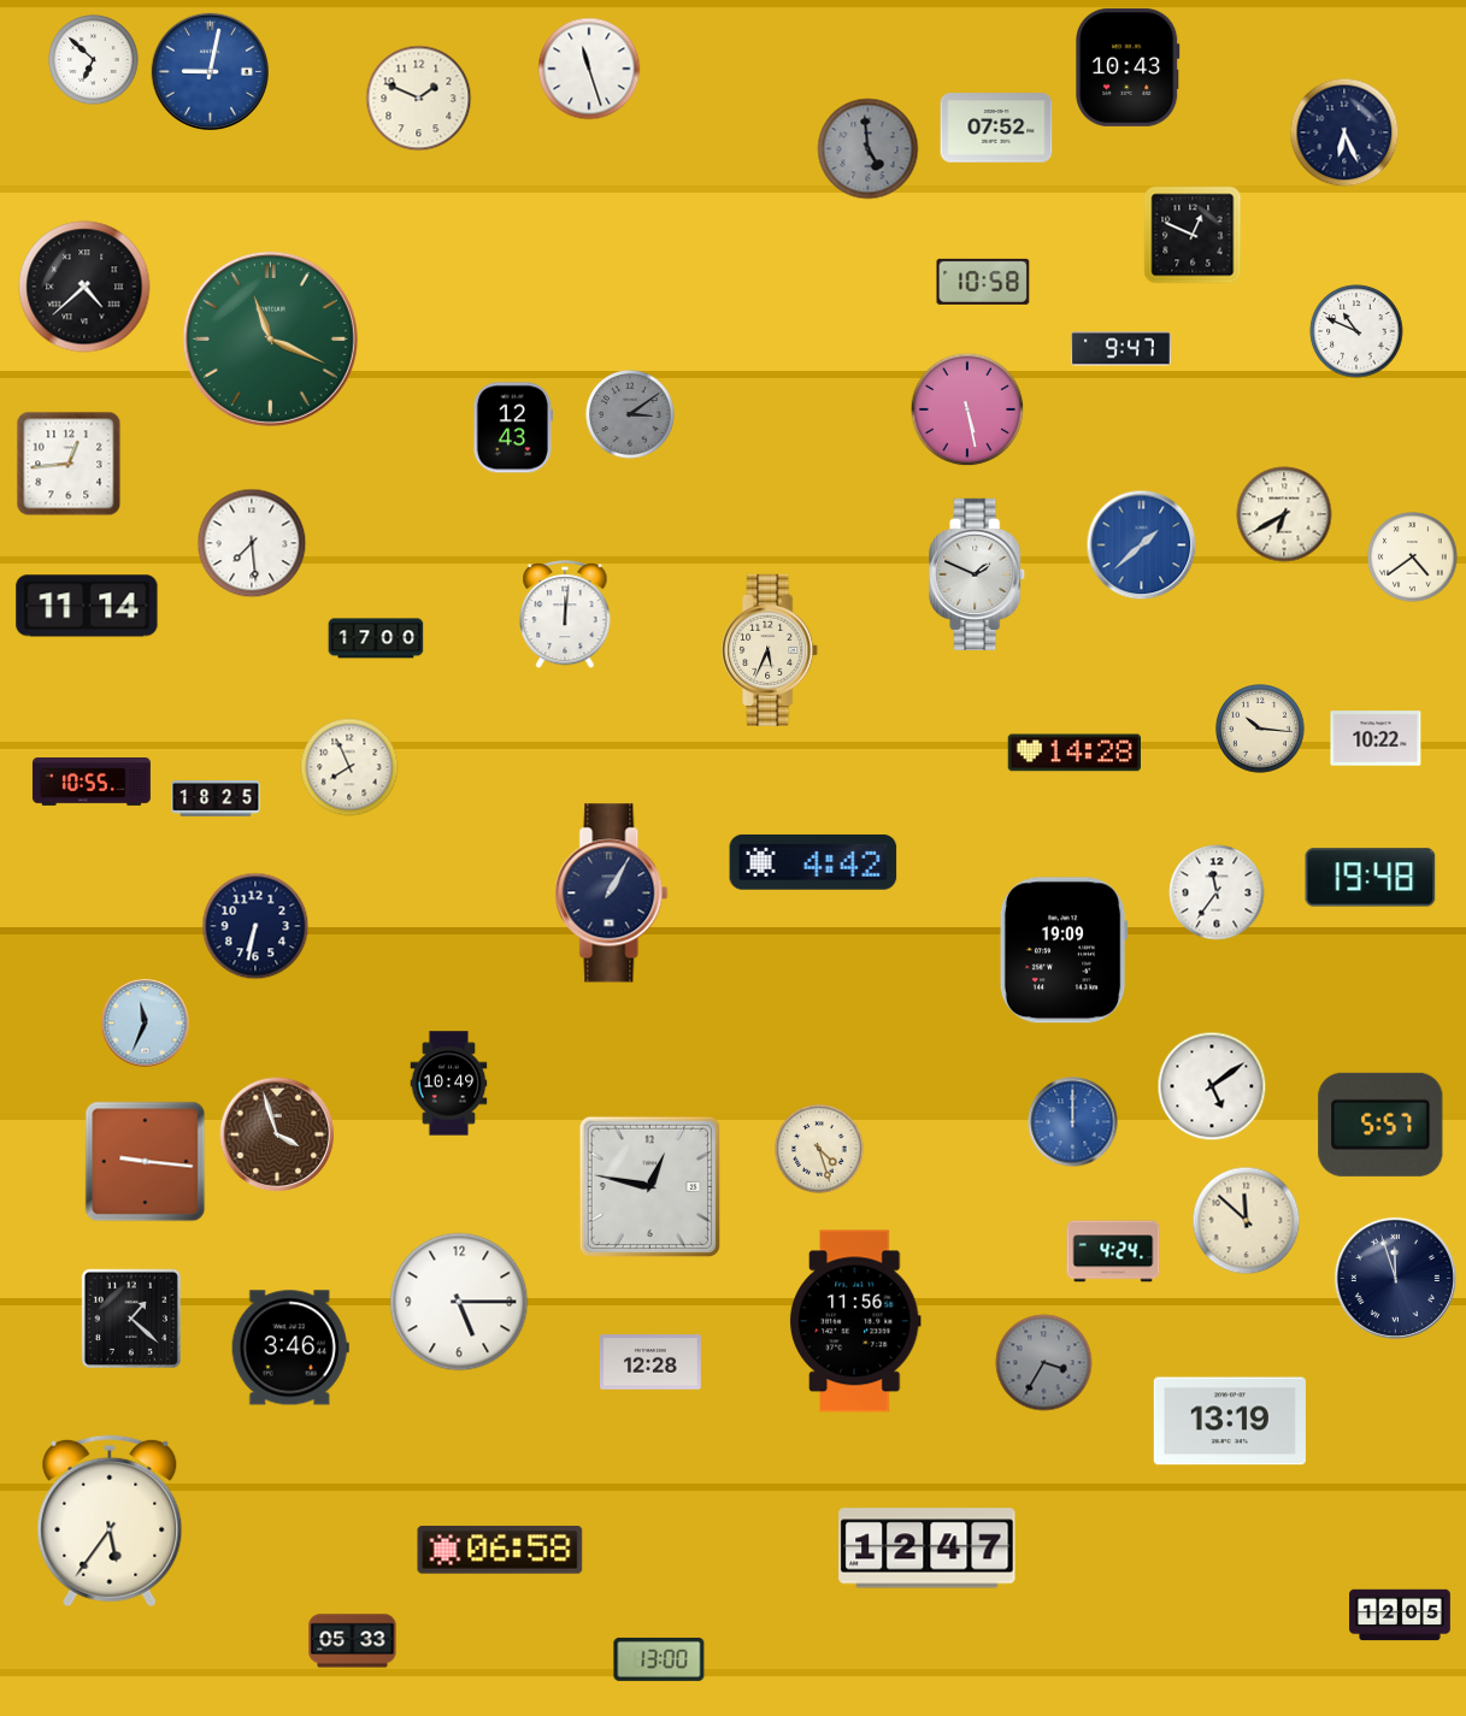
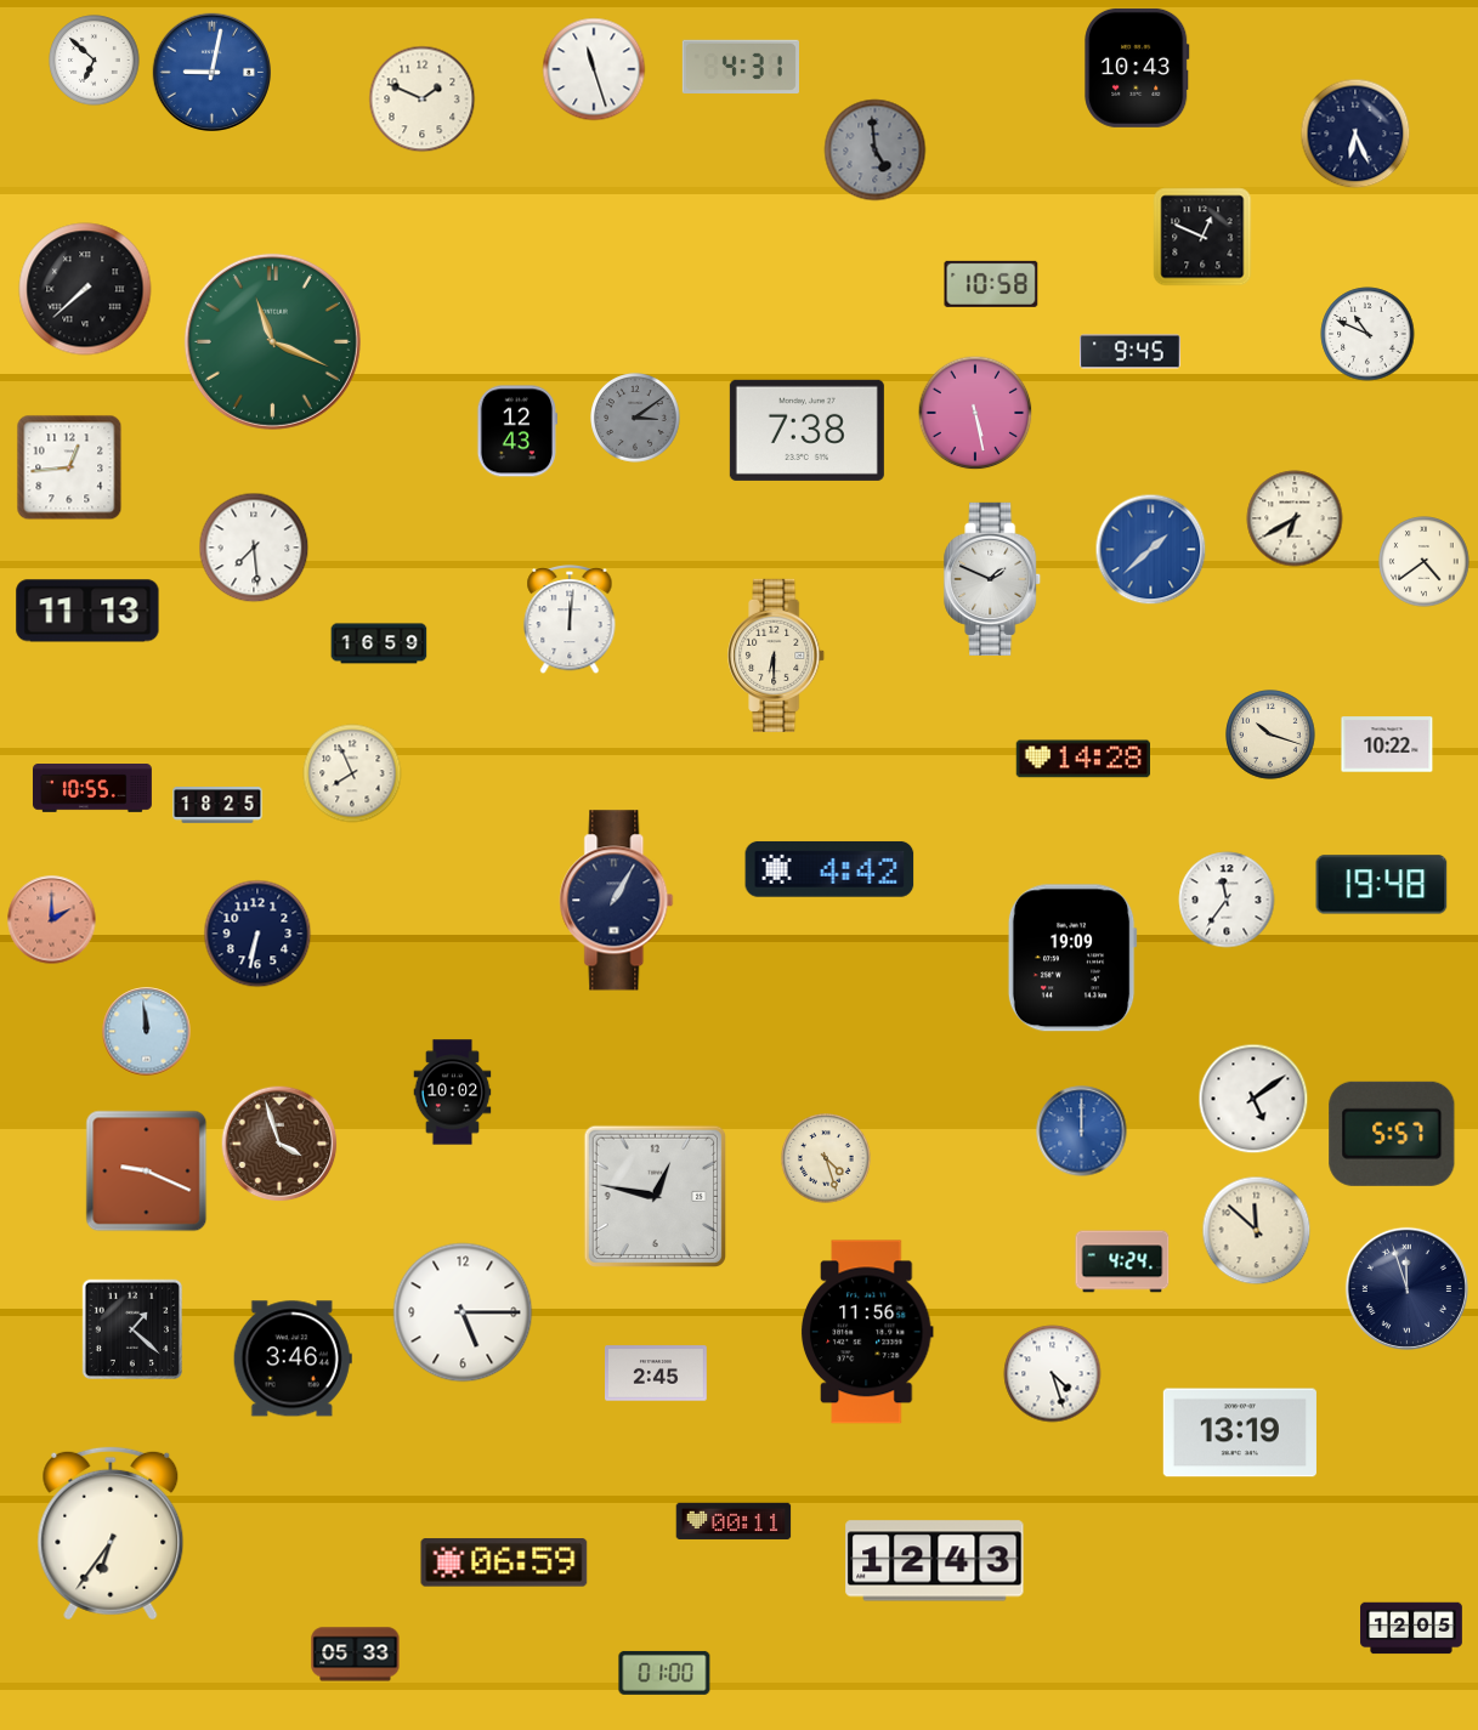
clock at (741, 67): none -> 4:31
clock at (996, 128): 07:52 -> none
clock at (84, 287): 4:38 -> 7:38
clock at (1120, 349): 9:47 -> 9:45
clock at (806, 430): none -> 7:38
clock at (978, 574) position: (978, 574) -> (993, 579)
clock at (87, 606): 11:14 -> 11:13
clock at (376, 638): 17:00 -> 16:59
clock at (771, 650): 5:34 -> 6:30
clock at (1260, 729): 10:16 -> 10:18
clock at (813, 862) position: (813, 862) -> (829, 869)
clock at (52, 920): none -> 2:00
clock at (146, 1024): 11:34 -> 11:59
clock at (449, 1084): 10:49 -> 10:02
clock at (1212, 1086) position: (1212, 1086) -> (1253, 1099)
clock at (146, 1162): 9:16 -> 9:19
clock at (855, 1321) position: (855, 1321) -> (867, 1332)
clock at (652, 1362): 12:28 -> 2:45
clock at (1044, 1363): 3:35 -> 4:27
clock at (1044, 1363) dial: grey -> white
clock at (734, 1521): none -> 00:11
clock at (110, 1521): 5:36 -> 6:36
clock at (928, 1549): 12:47 -> 12:43
clock at (500, 1550): 06:58 -> 06:59
clock at (659, 1659): 13:00 -> 01:00
